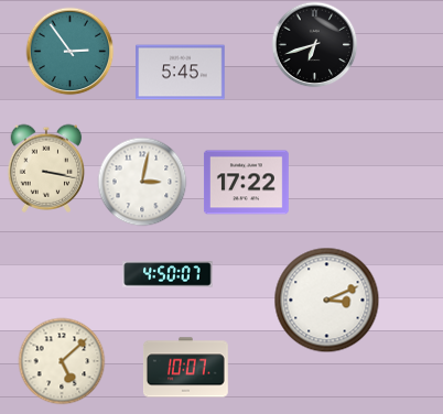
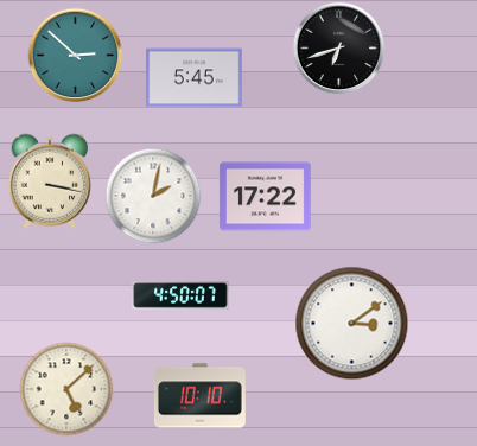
clock at (69, 51): 2:54 -> 2:52
clock at (142, 182): 3:02 -> 2:02
clock at (326, 299): 3:11 -> 3:09
clock at (185, 368): 10:07 -> 10:10
